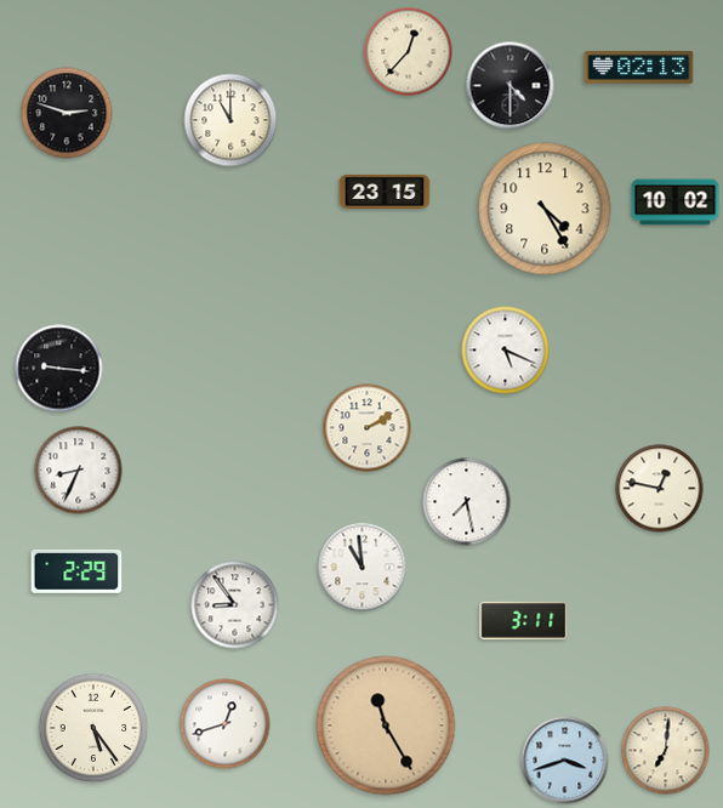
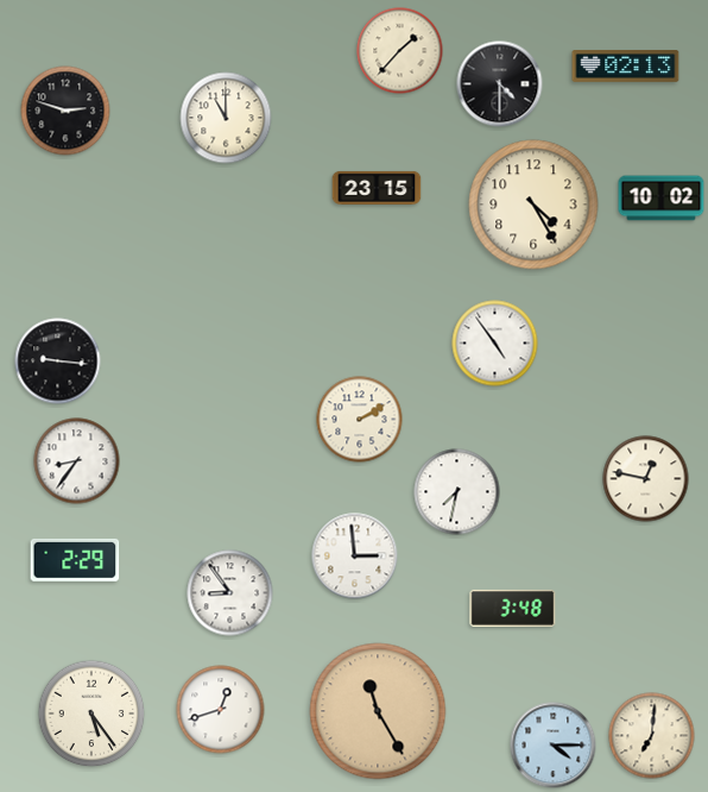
clock at (409, 52): 12:37 -> 1:37
clock at (506, 351): 5:19 -> 4:54
clock at (79, 471): 8:34 -> 8:36
clock at (467, 502): 7:28 -> 7:32
clock at (363, 568): 10:59 -> 2:59
clock at (524, 620): 3:11 -> 3:48
clock at (565, 761): 3:42 -> 4:15
